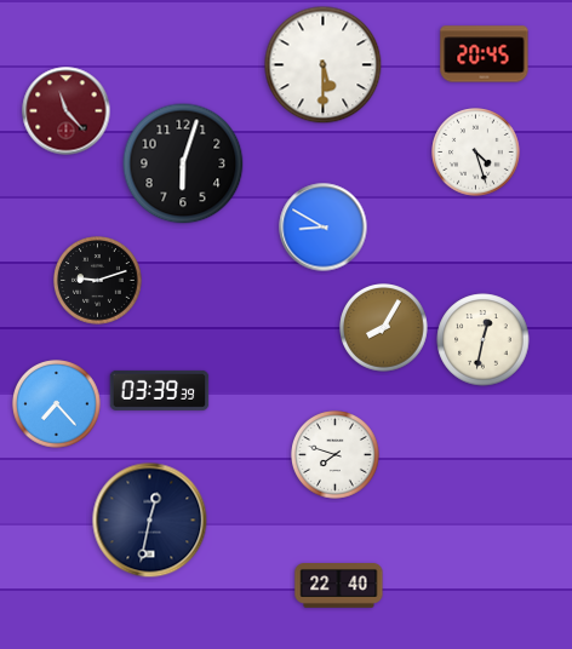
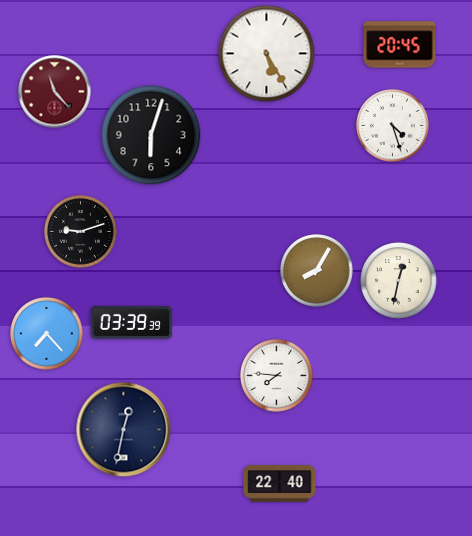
clock at (324, 65): 5:30 -> 5:25
clock at (324, 228): 8:50 -> none
clock at (336, 455): 7:48 -> 7:46
